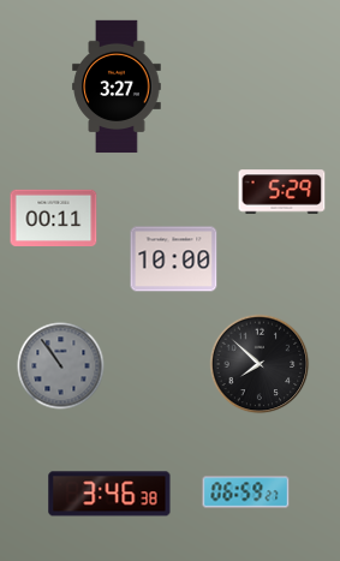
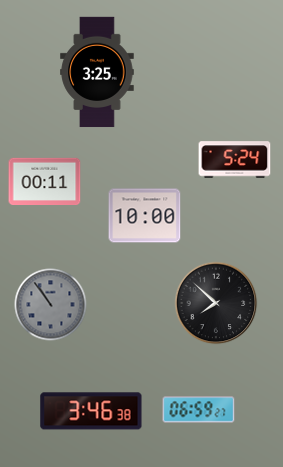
clock at (117, 86): 3:27 -> 3:25
clock at (282, 192): 5:29 -> 5:24
clock at (246, 493) position: (246, 493) -> (199, 410)
